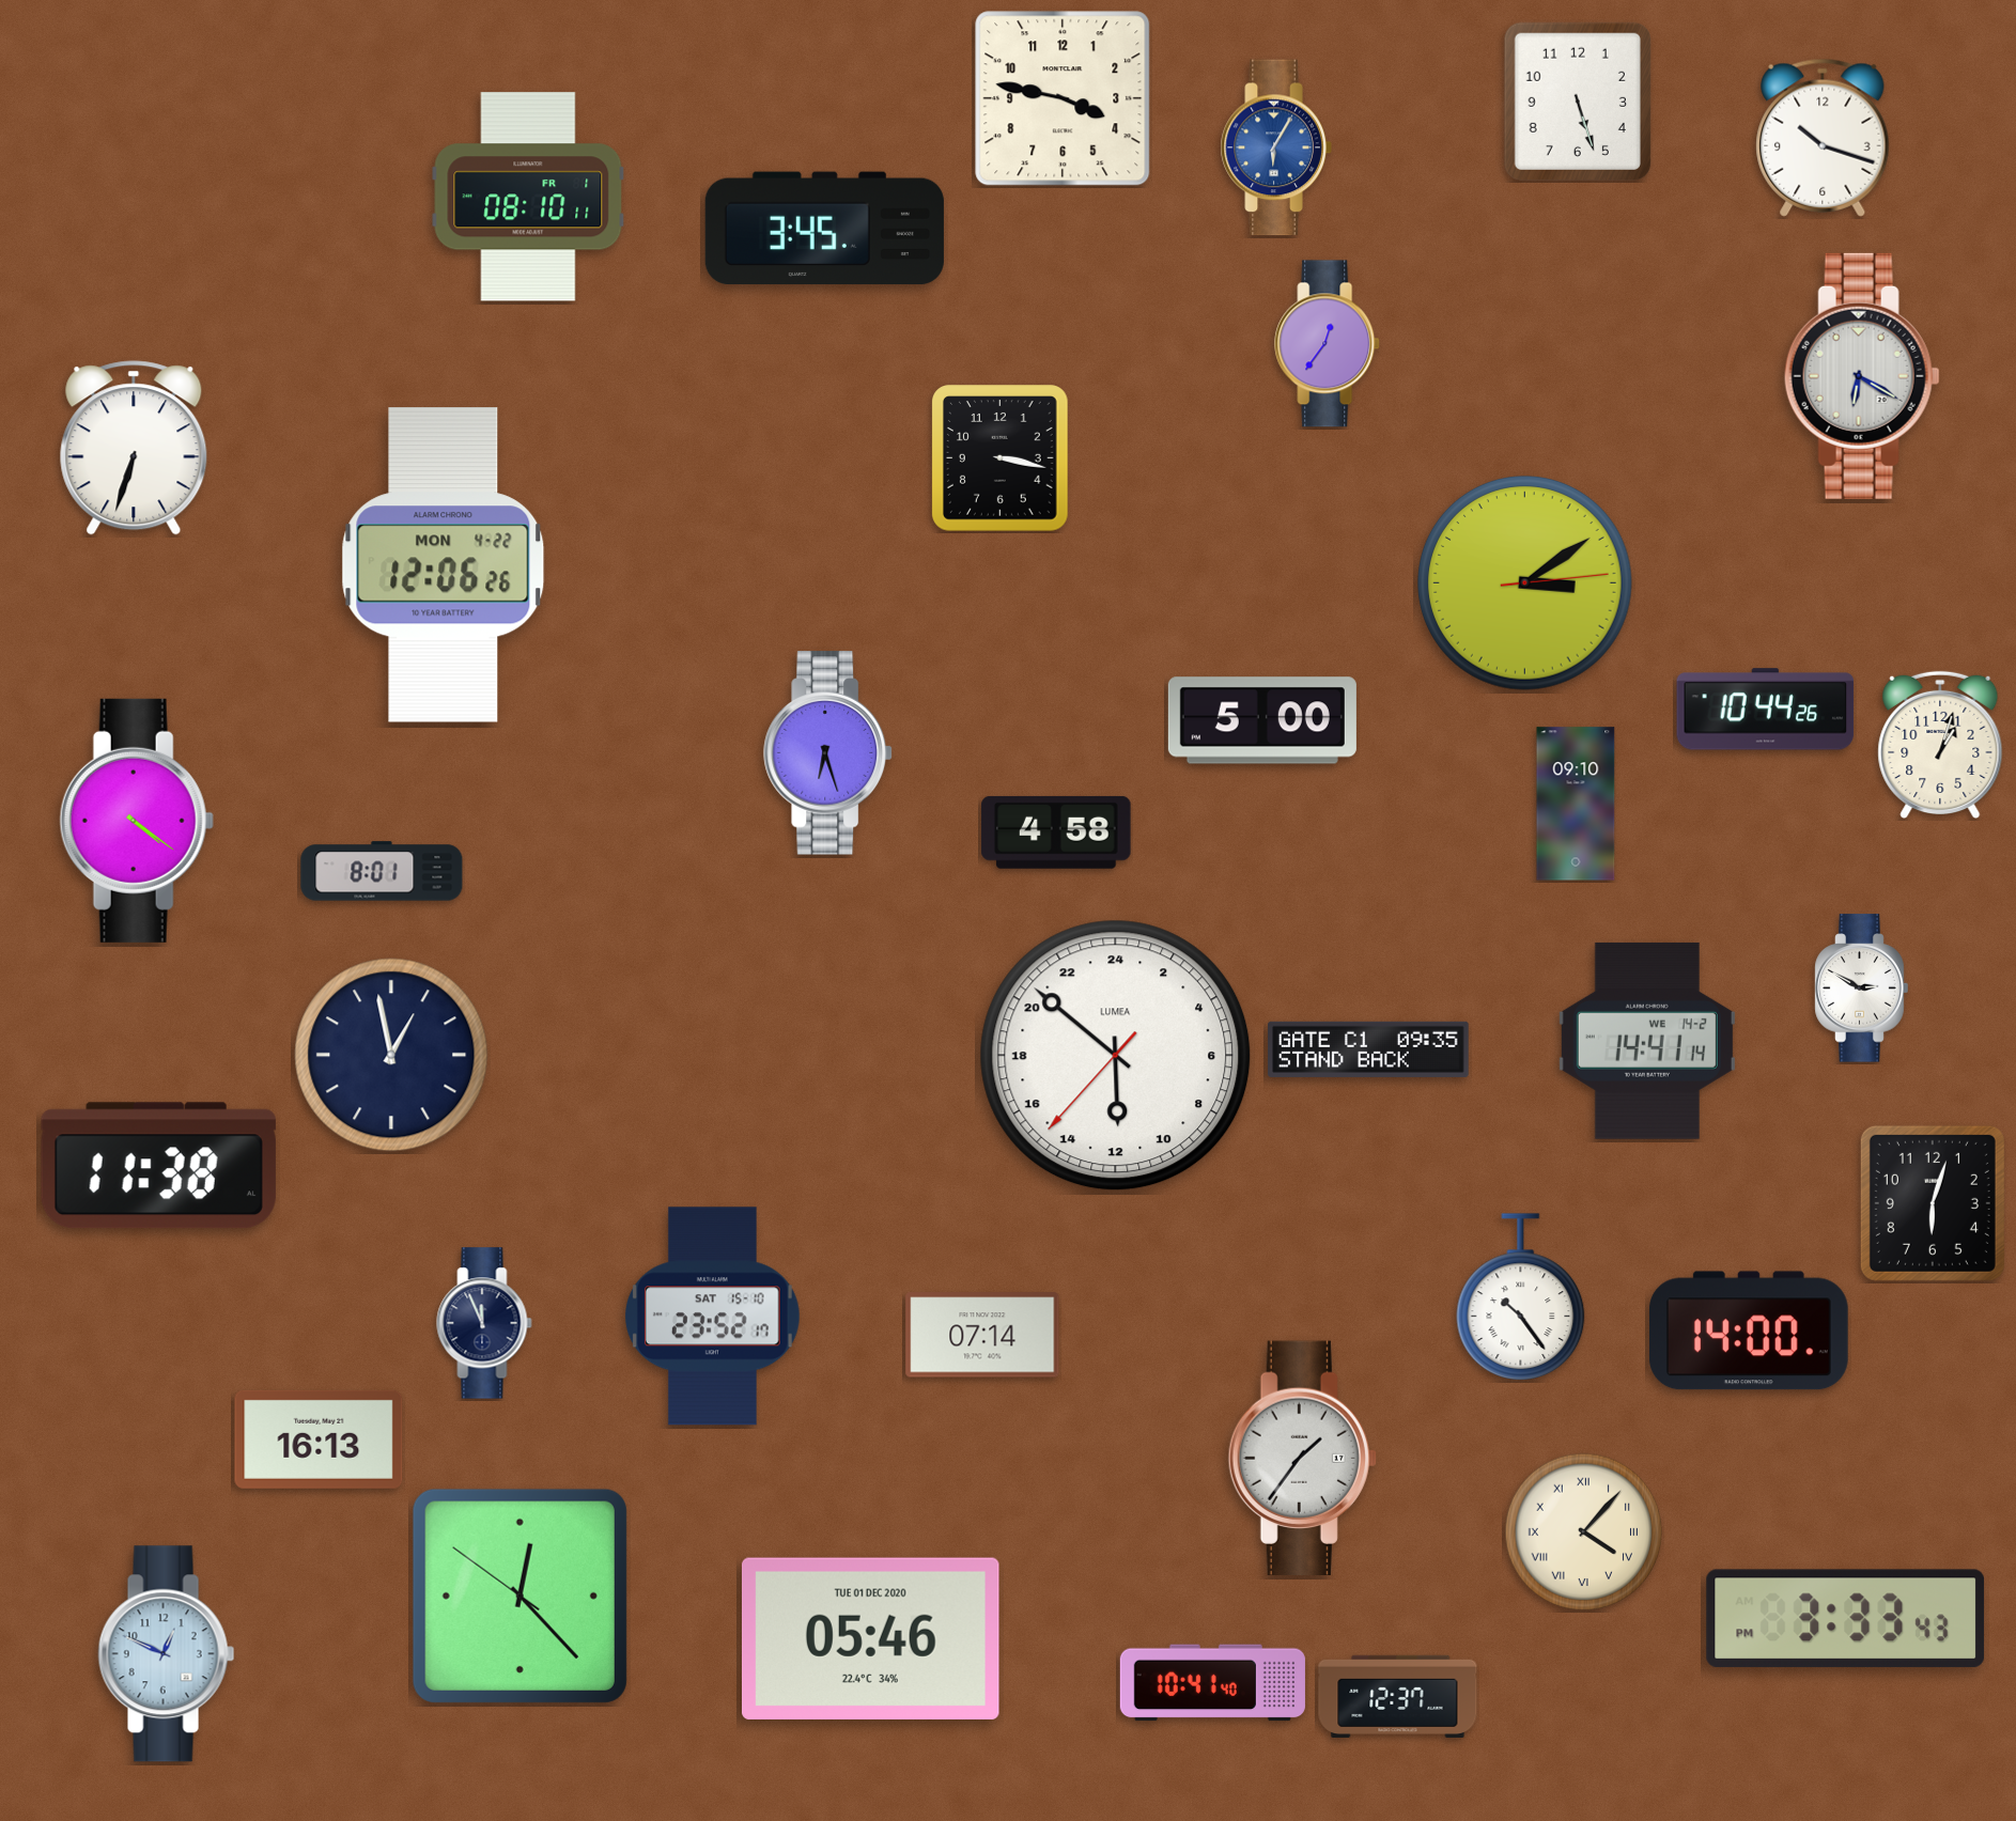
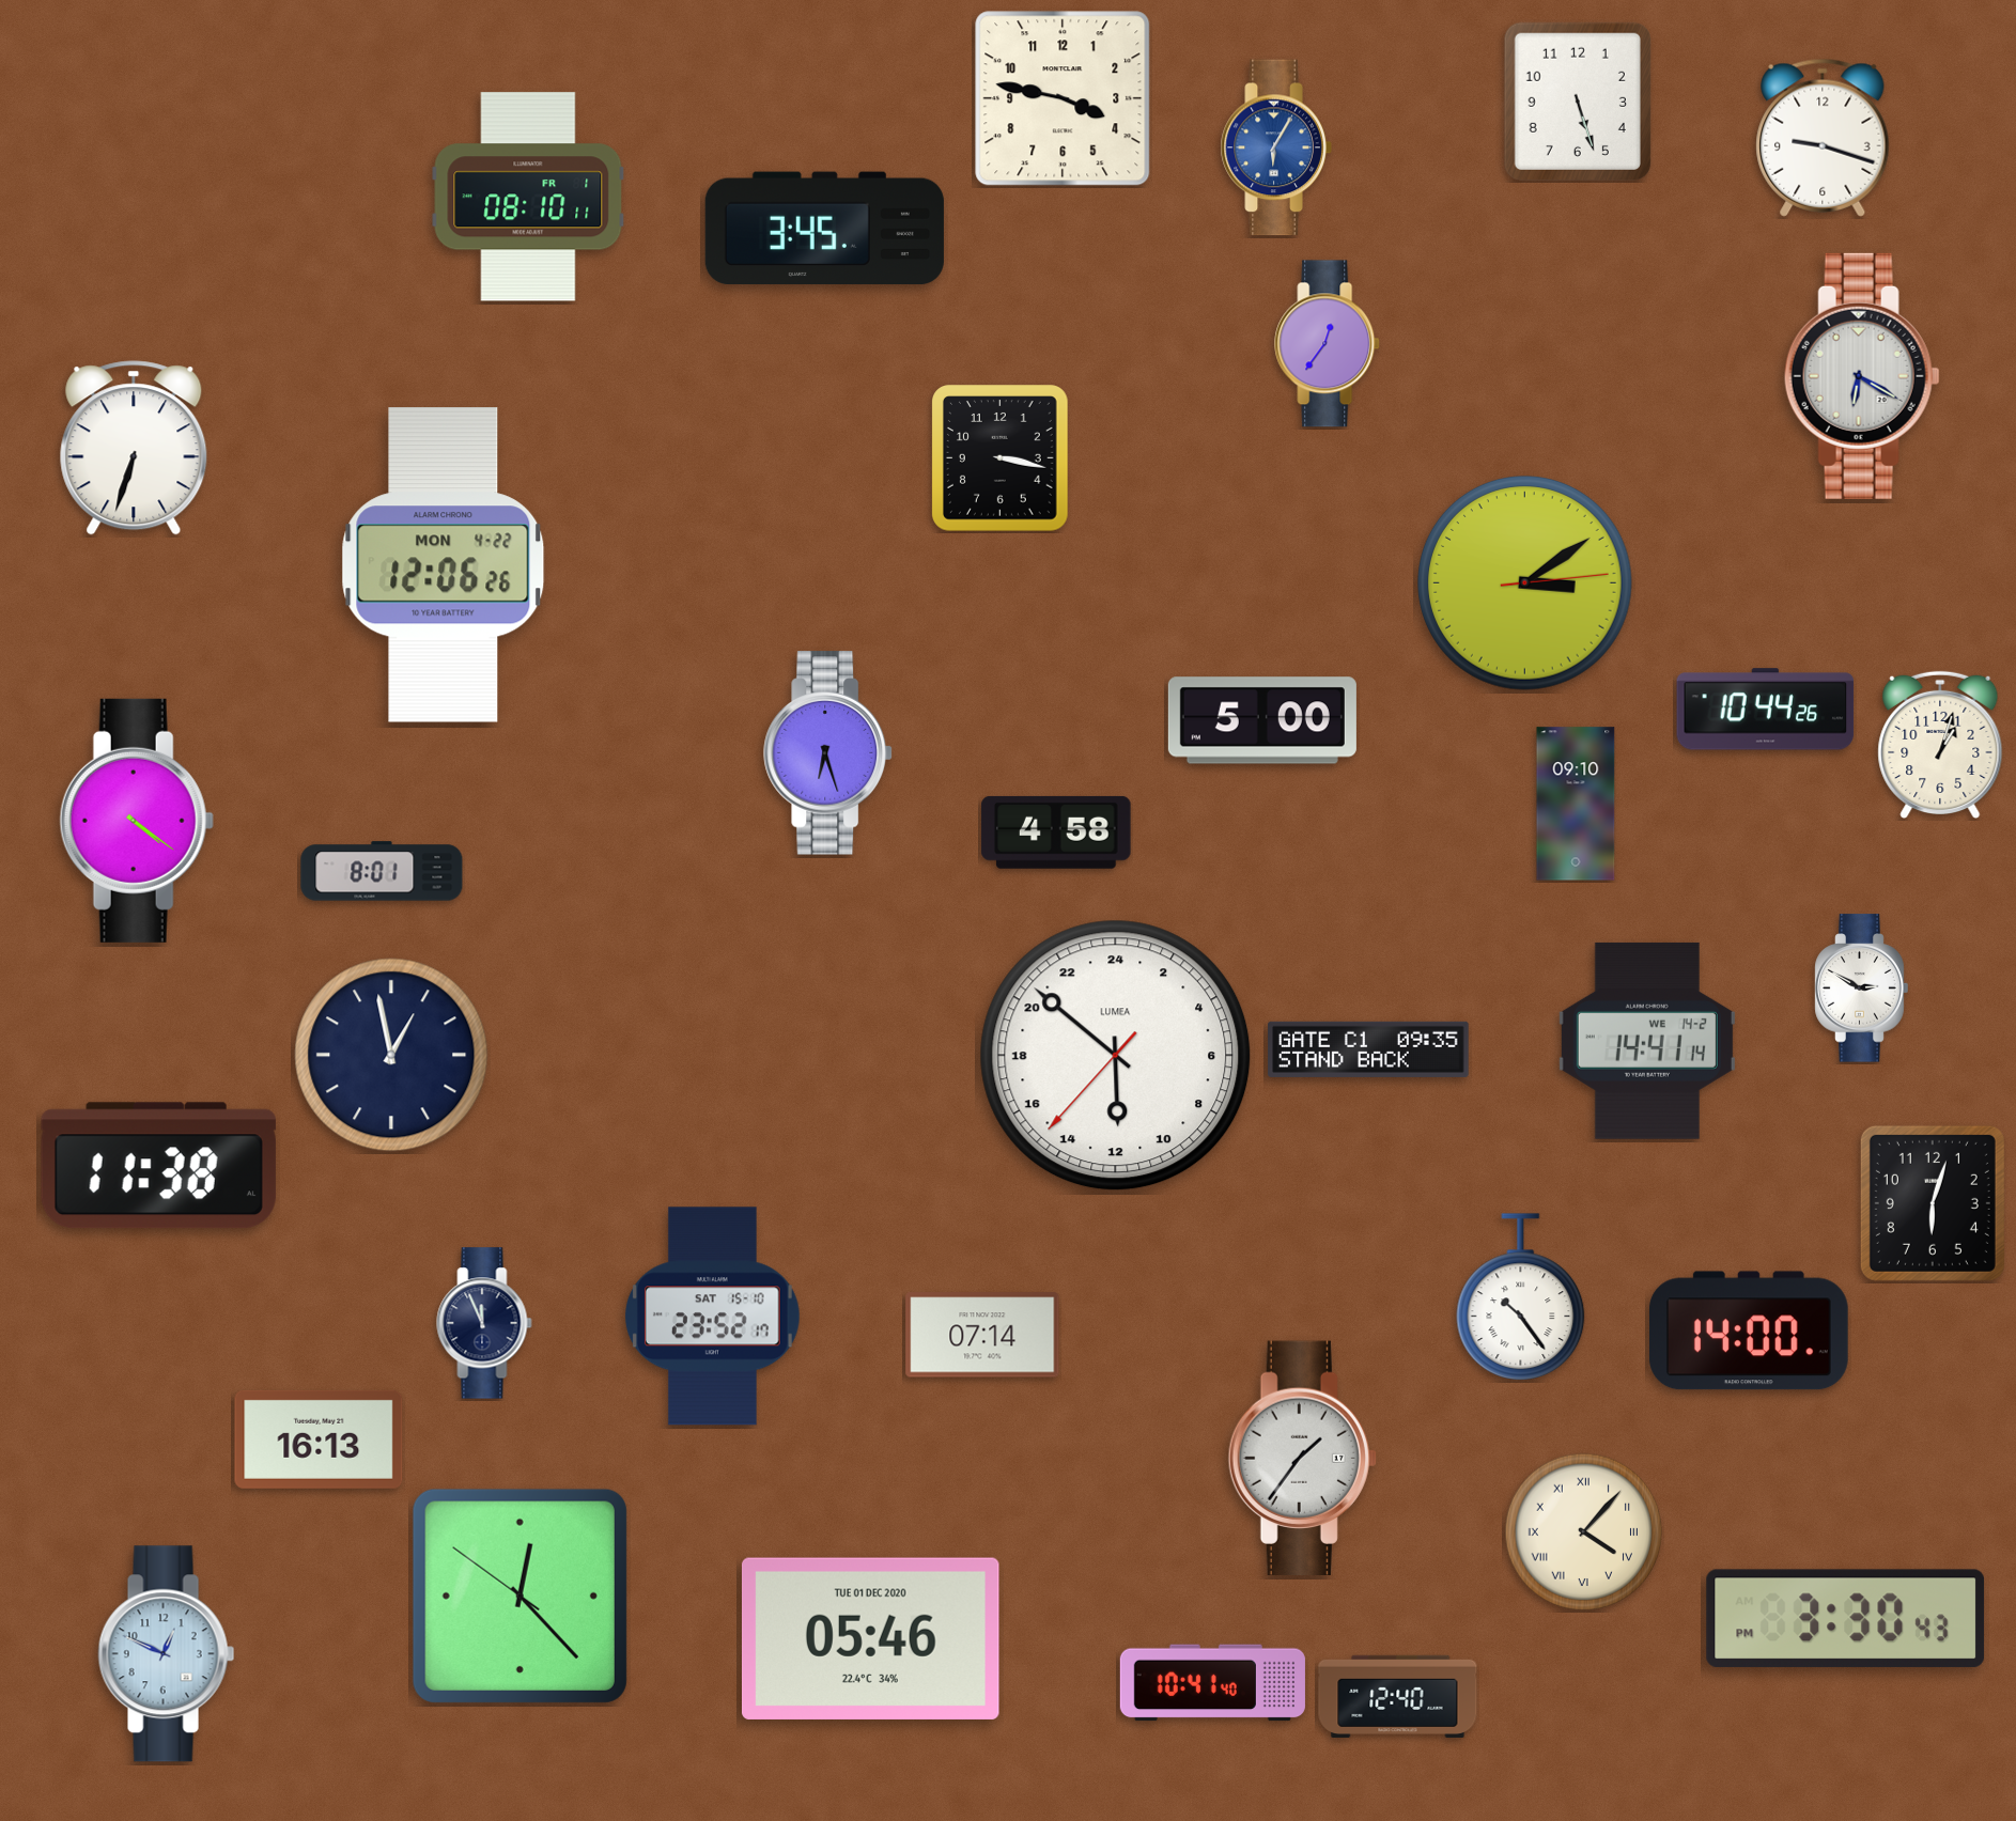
clock at (1823, 138): 10:18 -> 9:18
clock at (1846, 1618): 3:33 -> 3:30
clock at (1398, 1696): 12:37 -> 12:40
